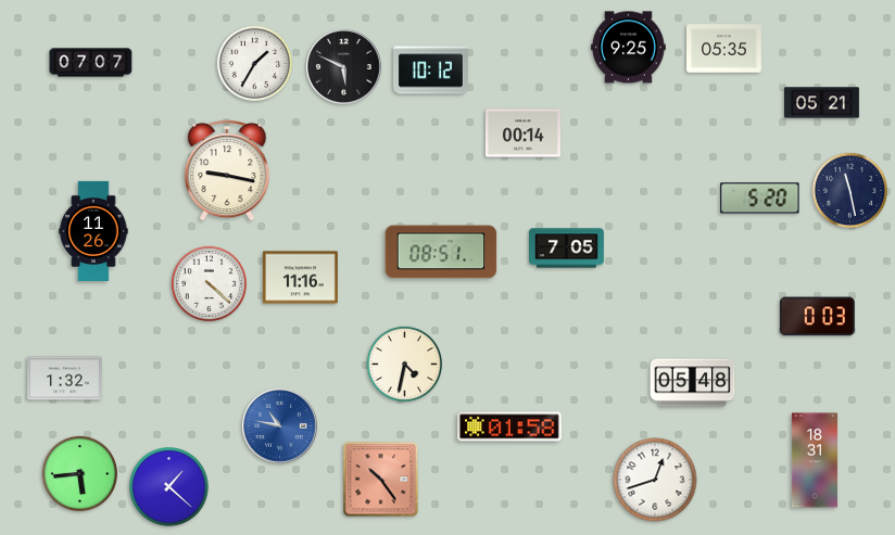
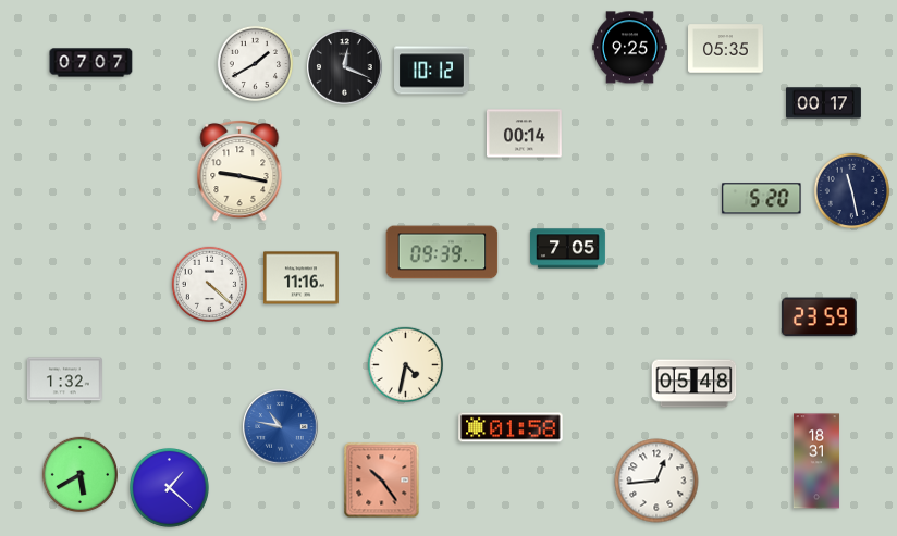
clock at (254, 63): 1:35 -> 1:40
clock at (344, 67): 5:49 -> 12:19
clock at (822, 103): 05:21 -> 00:17
clock at (227, 170) position: (227, 170) -> (239, 171)
clock at (93, 230): 11:26 -> none
clock at (441, 252): 08:51 -> 09:39
clock at (817, 317): 0:03 -> 23:59
clock at (79, 473): 5:44 -> 5:40
clock at (655, 480): 12:42 -> 12:44
